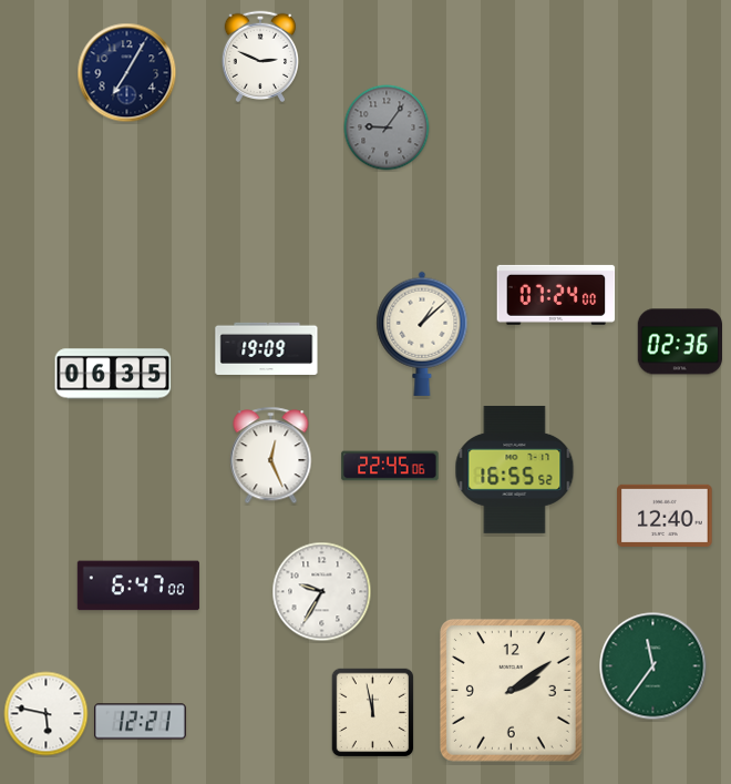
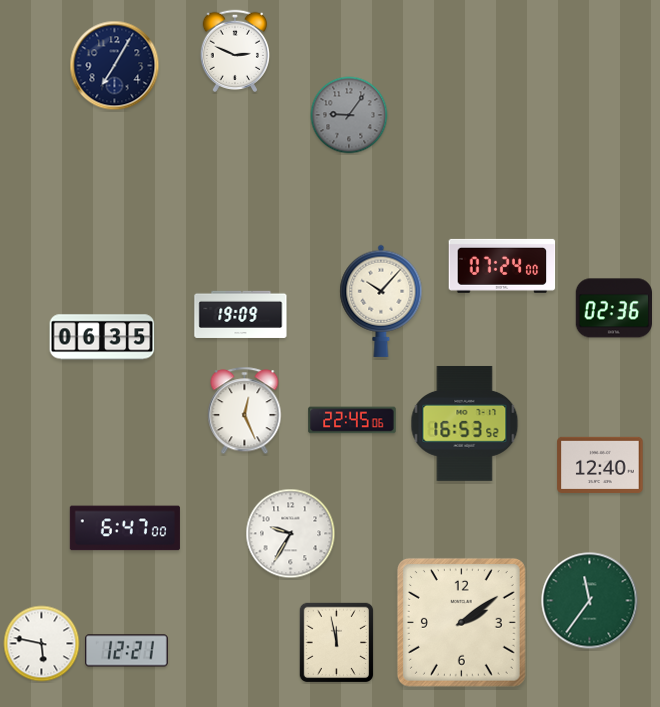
clock at (422, 334): 1:08 -> 10:07
clock at (515, 469): 16:55 -> 16:53
